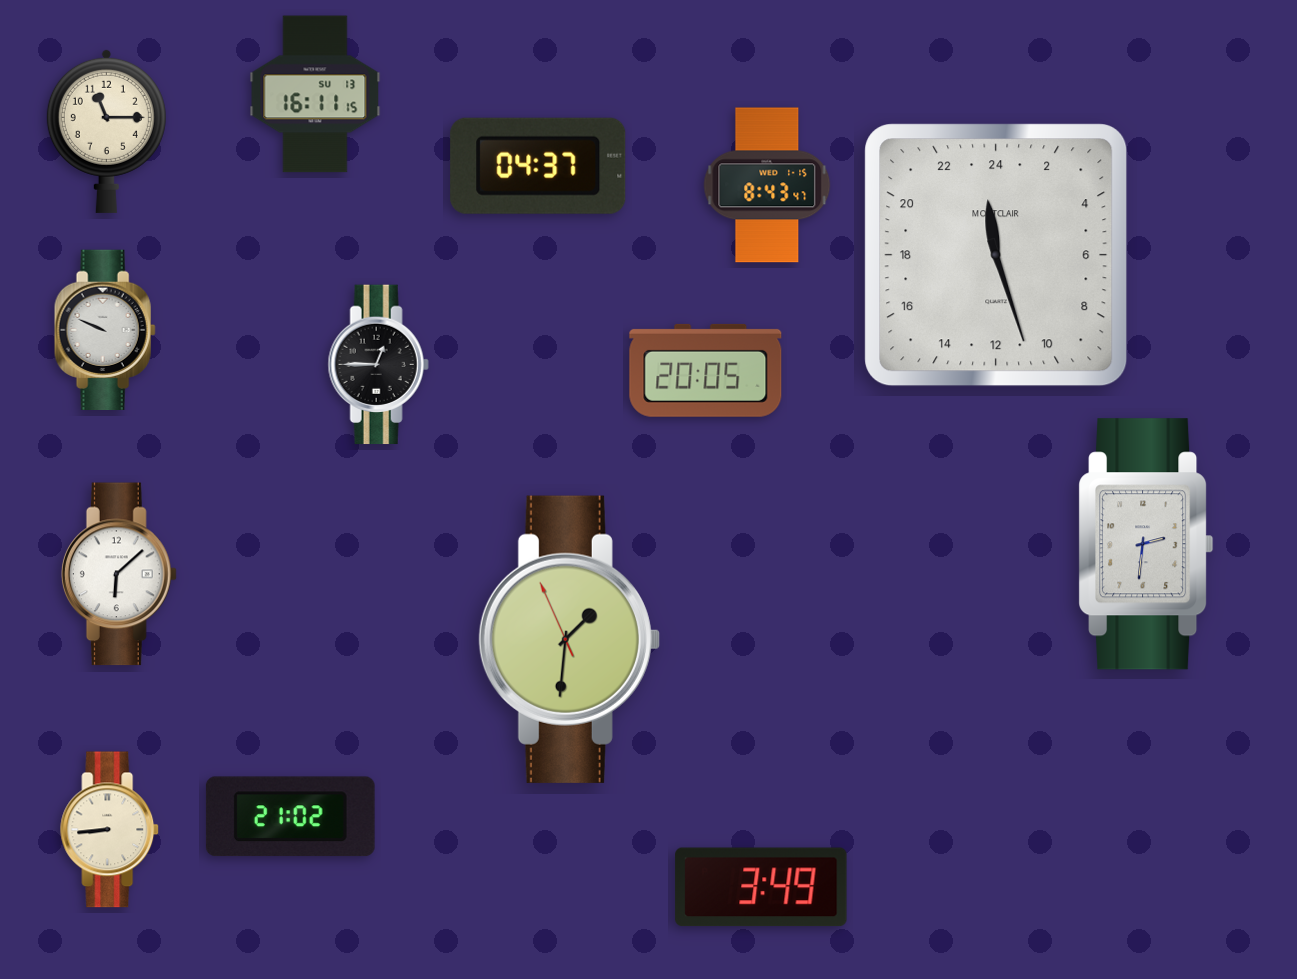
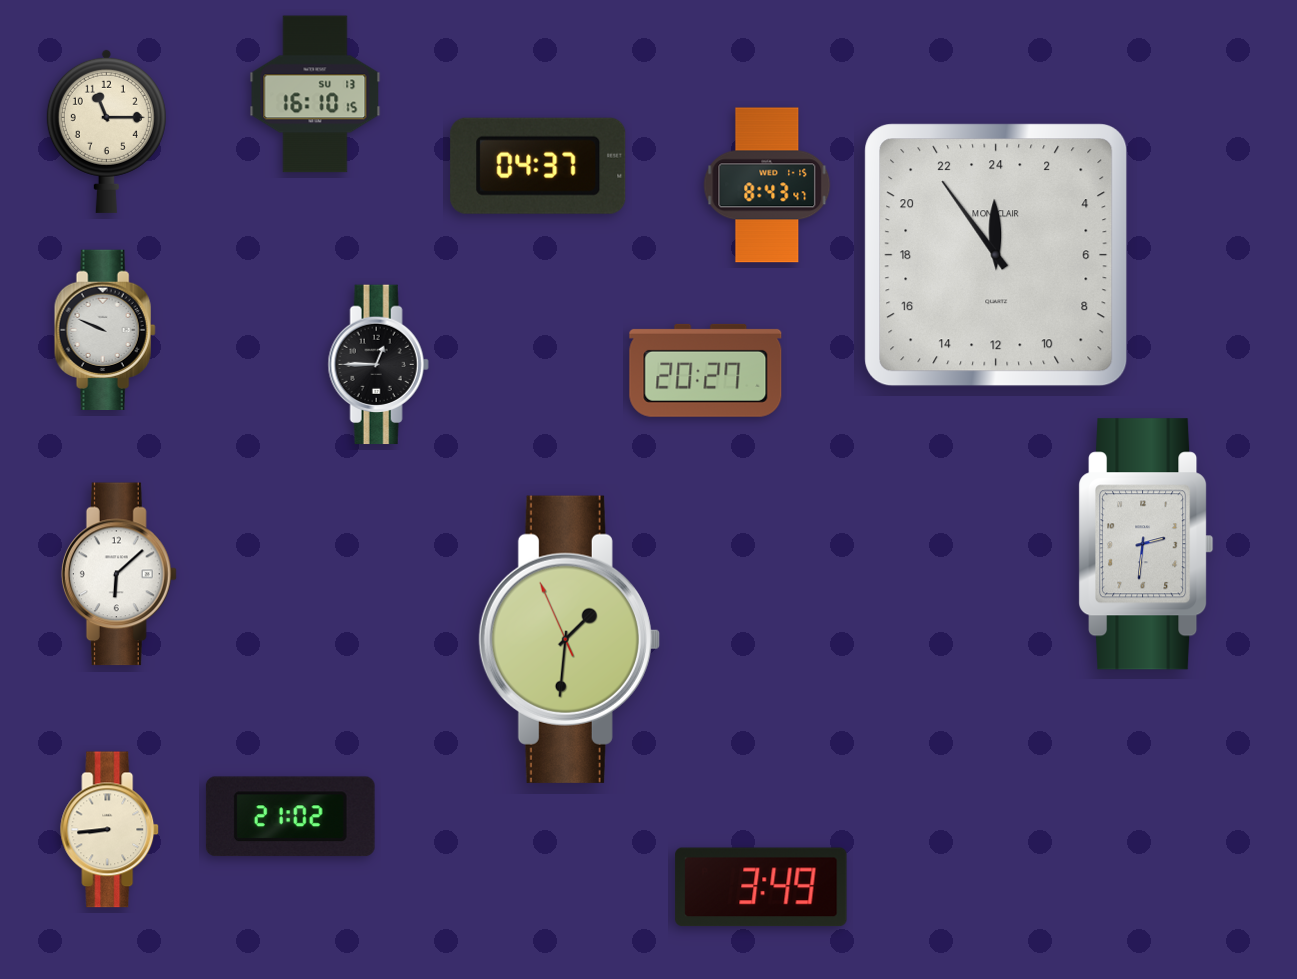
clock at (315, 94): 16:11 -> 16:10
clock at (996, 255): 23:27 -> 23:54
clock at (706, 370): 20:05 -> 20:27
